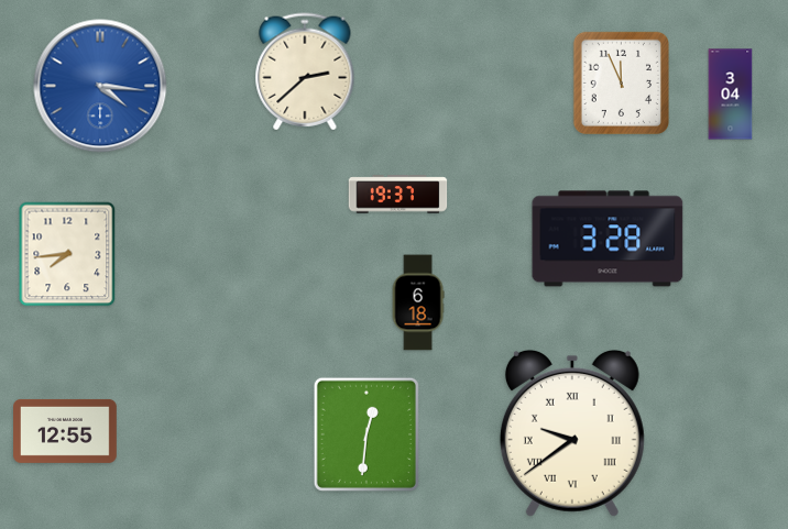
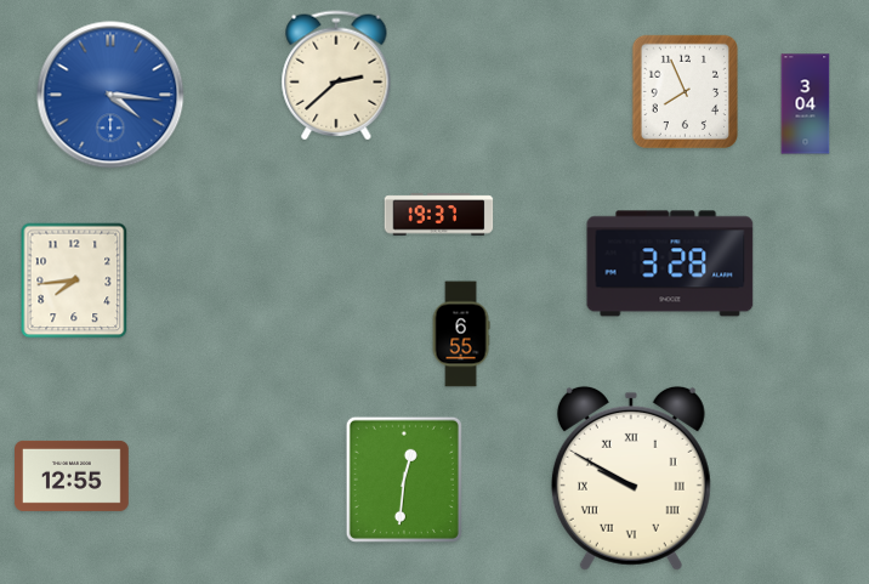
clock at (305, 71) position: (305, 71) -> (336, 75)
clock at (621, 82): 11:56 -> 7:56
clock at (418, 302): 6:18 -> 6:55
clock at (572, 433): 9:39 -> 9:50
